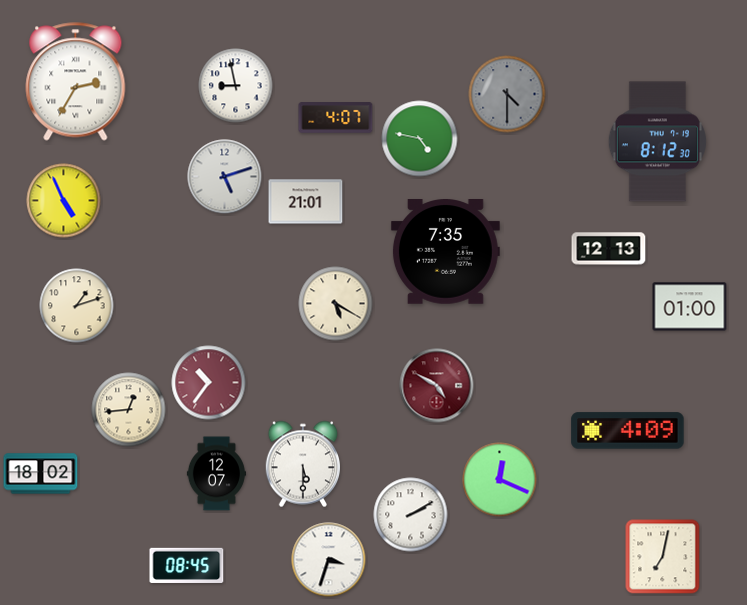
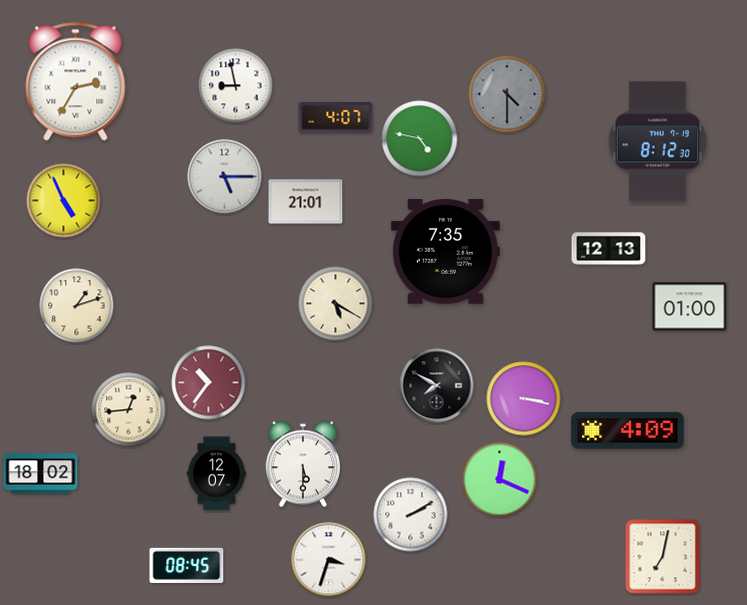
clock at (225, 177): 5:12 -> 5:15
clock at (437, 386): 4:50 -> 7:50
clock at (437, 386) dial: burgundy -> black
clock at (524, 399): none -> 3:17
